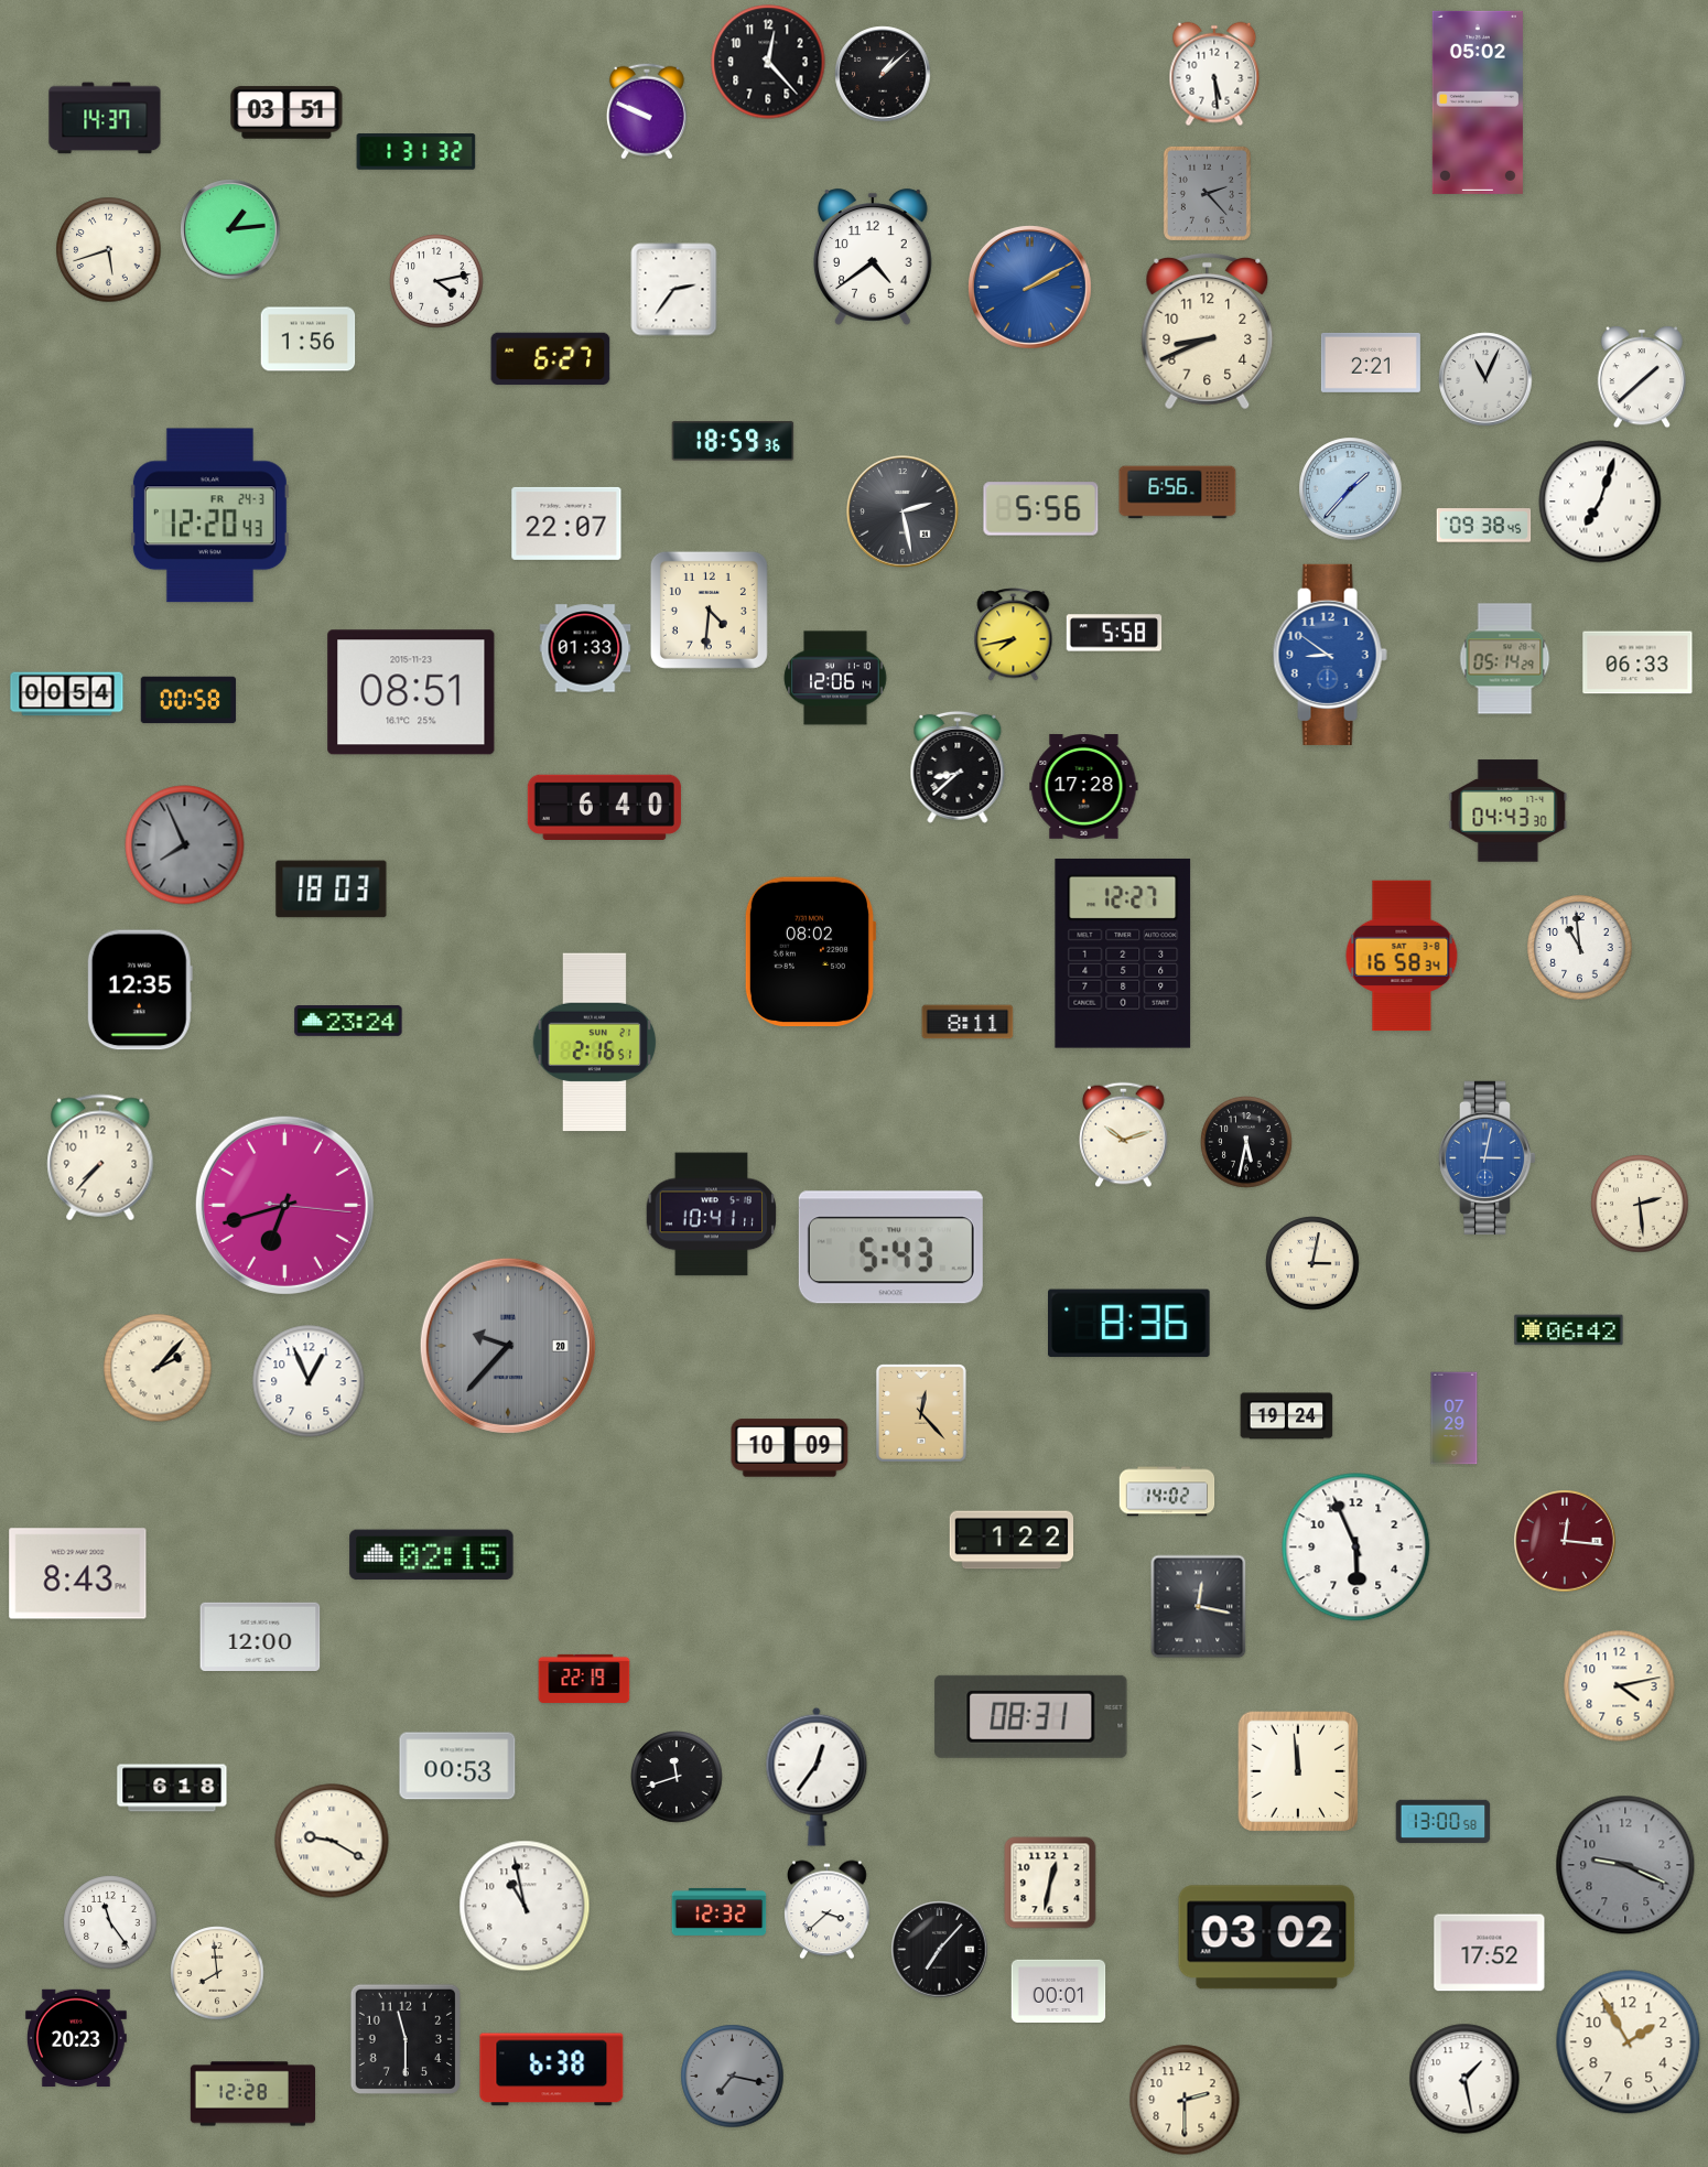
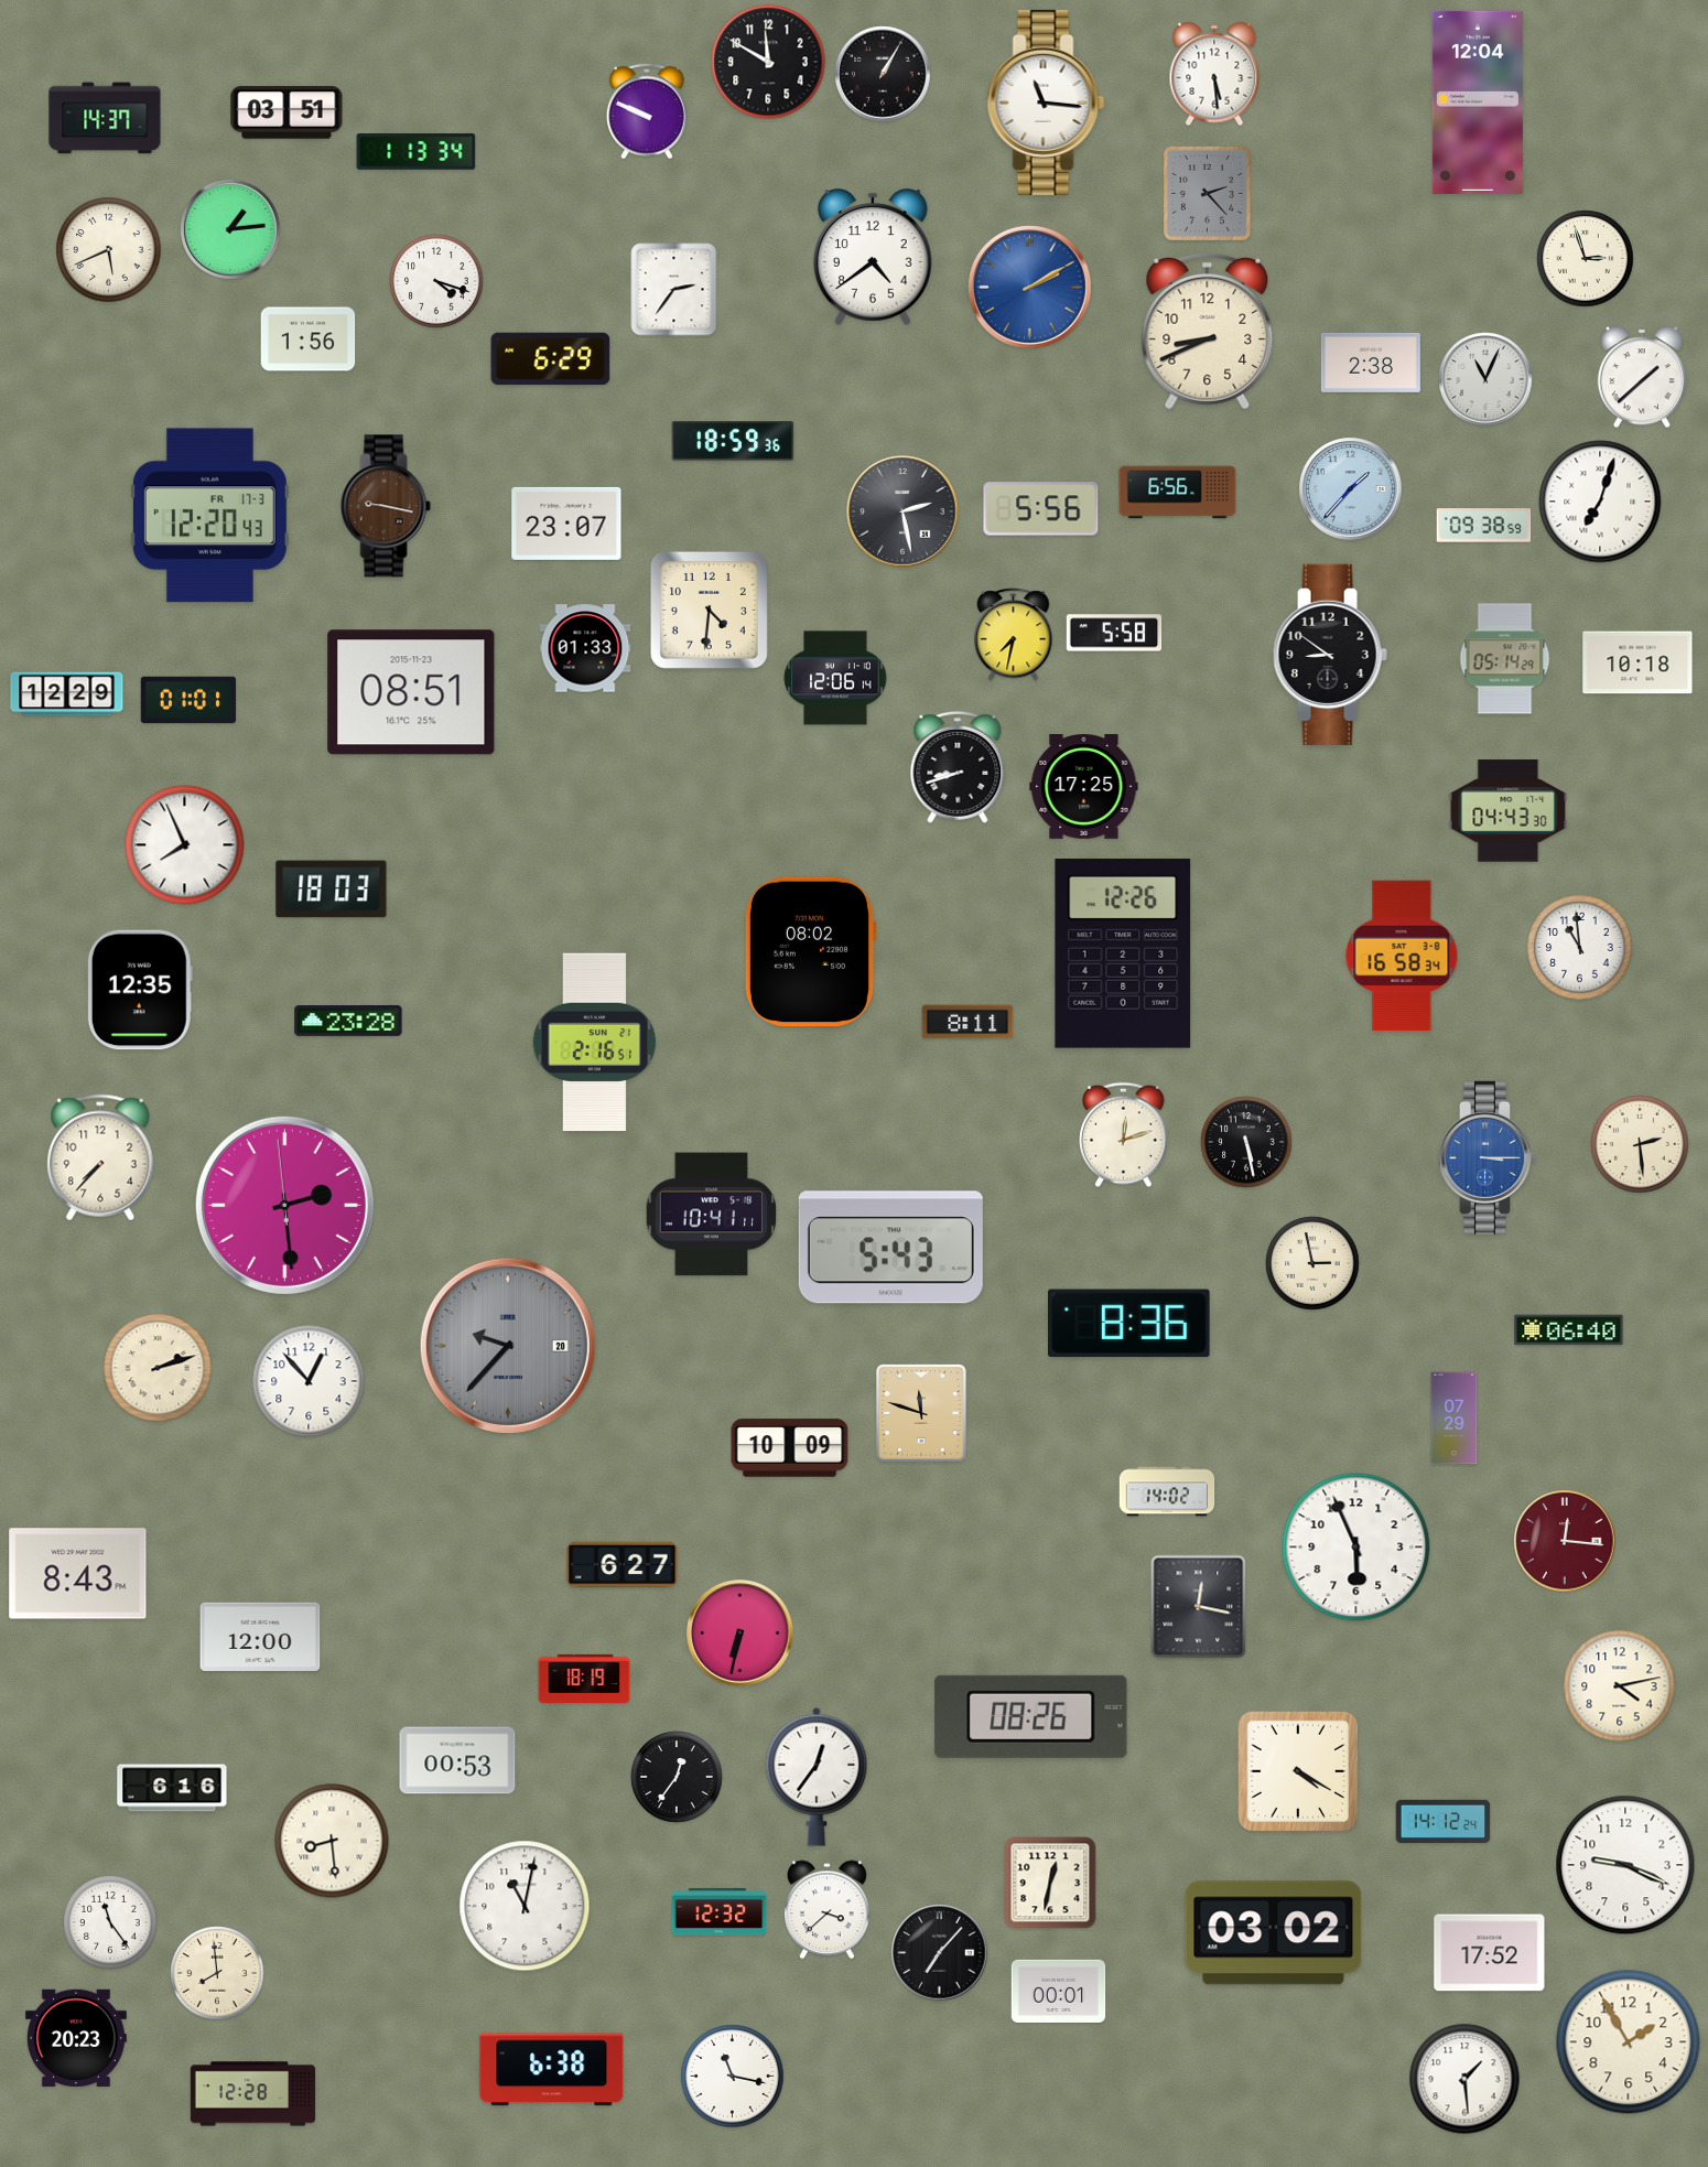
clock at (768, 62): 12:23 -> 11:50
clock at (883, 74): 1:08 -> 1:05
clock at (1046, 103): none -> 11:16
clock at (1478, 103): 05:02 -> 12:04
clock at (417, 152): 1:31 -> 1:13
clock at (109, 250): 5:42 -> 5:41
clock at (1586, 259): none -> 2:57
clock at (436, 281): 4:13 -> 4:18
clock at (551, 359): 6:27 -> 6:29
clock at (1371, 363): 2:21 -> 2:38
clock at (386, 506): none -> 9:17
clock at (209, 516) date: FR 24-3 -> FR 17-3
clock at (566, 524): 22:07 -> 23:07
clock at (1484, 526): 09:38:45 -> 09:38:59
clock at (1014, 635): 7:43 -> 7:32
clock at (1330, 655) dial: blue -> black
clock at (1637, 662): 06:33 -> 10:18
clock at (67, 694): 00:54 -> 12:29
clock at (188, 700): 00:58 -> 01:01
clock at (958, 767): 8:38 -> 8:42
clock at (1084, 787): 17:28 -> 17:25
clock at (604, 807): 6:40 -> none
clock at (185, 845) dial: grey -> white
clock at (1123, 953): 12:27 -> 12:26
clock at (348, 1022): 23:24 -> 23:28
clock at (1124, 1135): 10:12 -> 12:12
clock at (1246, 1142): 5:32 -> 5:28
clock at (1487, 1157): 3:02 -> 3:15
clock at (1640, 1204) position: (1640, 1204) -> (1640, 1144)
clock at (284, 1205): 6:42 -> 2:28
clock at (1312, 1263): 3:02 -> 2:58
clock at (1569, 1330): 06:42 -> 06:40
clock at (158, 1368): 2:07 -> 2:12
clock at (309, 1381): 12:56 -> 12:53
clock at (922, 1414): 12:23 -> 11:48
clock at (1287, 1416): 19:24 -> none
clock at (1010, 1540): 1:22 -> none
clock at (432, 1555): 02:15 -> none
clock at (623, 1565): none -> 6:27
clock at (741, 1634): none -> 6:32
clock at (584, 1679): 22:19 -> 18:19
clock at (1031, 1716): 08:31 -> 08:26
clock at (457, 1766) position: (457, 1766) -> (457, 1760)
clock at (1298, 1771): 11:59 -> 4:20
clock at (677, 1777): 11:42 -> 12:36
clock at (172, 1788): 6:18 -> 6:16
clock at (1444, 1821): 13:00 -> 14:12
clock at (332, 1841): 9:20 -> 8:29
clock at (1625, 1865) dial: grey -> white
clock at (525, 1906): 10:58 -> 11:02
clock at (1267, 1938) position: (1267, 1938) -> (1274, 1933)
clock at (940, 1950) position: (940, 1950) -> (940, 1953)
clock at (404, 2038): 11:30 -> none
clock at (733, 2077): 7:17 -> 11:17
clock at (733, 2077) dial: grey -> white
clock at (1464, 2079): 1:28 -> 1:29
clock at (1185, 2100): 2:30 -> none
